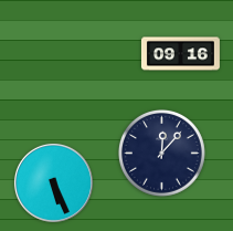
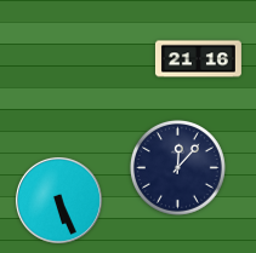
clock at (180, 54): 09:16 -> 21:16
